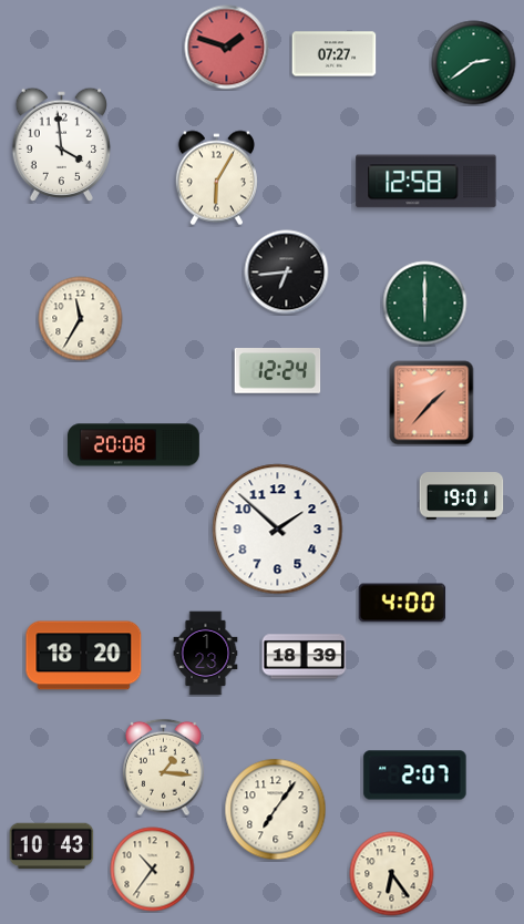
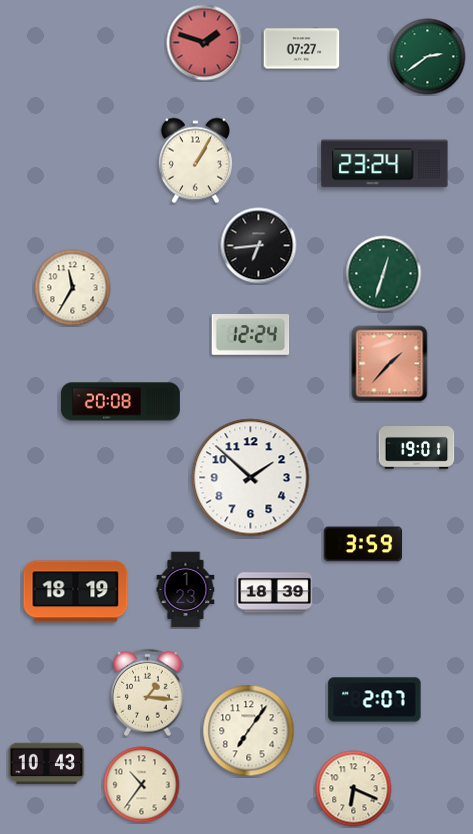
clock at (62, 145): 3:59 -> none
clock at (216, 178): 6:05 -> 1:05
clock at (427, 182): 12:58 -> 23:24
clock at (425, 304): 6:00 -> 12:33
clock at (402, 603): 4:00 -> 3:59
clock at (84, 656): 18:20 -> 18:19
clock at (153, 870) position: (153, 870) -> (142, 785)
clock at (392, 874): 6:24 -> 6:19
